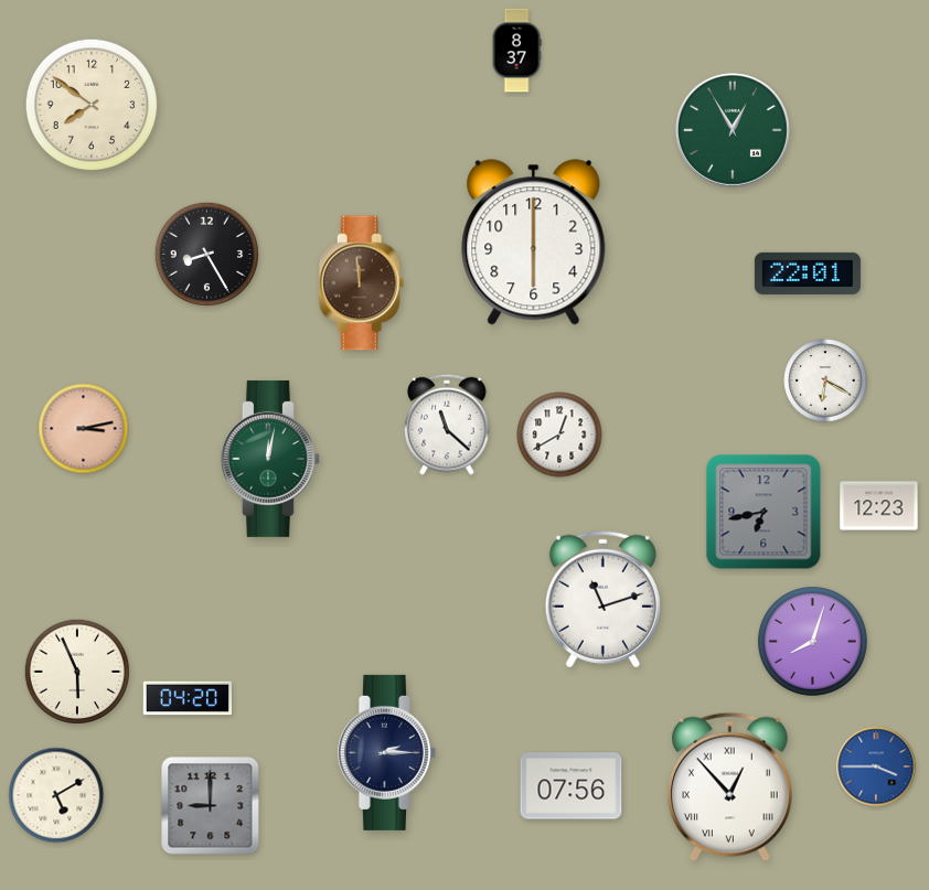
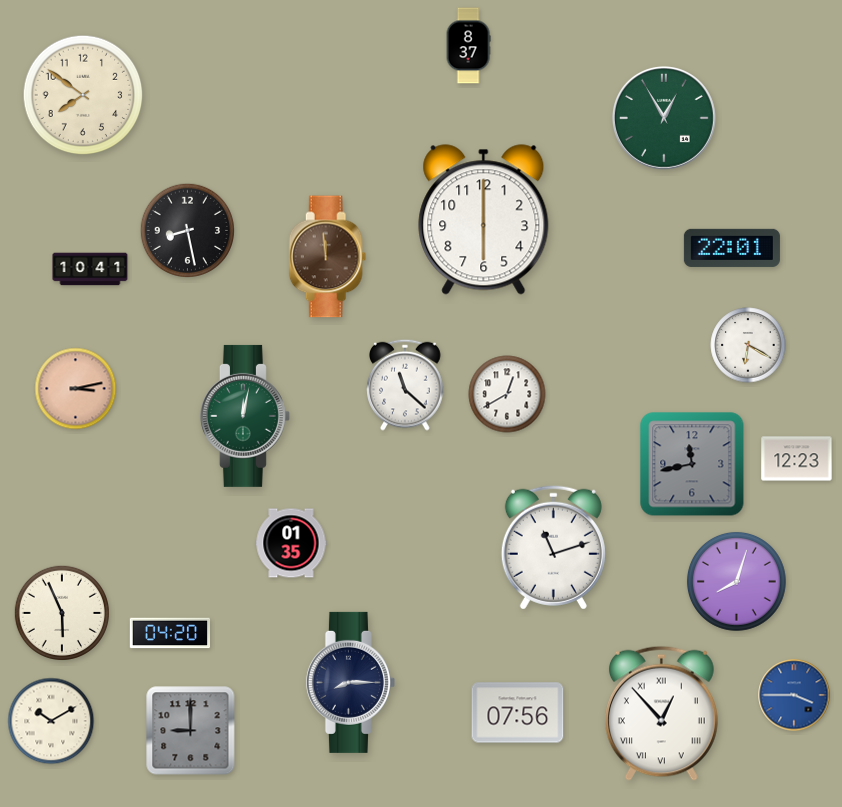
clock at (206, 254): 8:25 -> 8:28
clock at (90, 269): none -> 10:41
clock at (764, 512): 6:43 -> 11:43
clock at (291, 543): none -> 01:35
clock at (602, 599) position: (602, 599) -> (553, 547)
clock at (77, 672) position: (77, 672) -> (62, 613)
clock at (386, 752): 2:15 -> 8:15
clock at (56, 795): 5:10 -> 10:10
